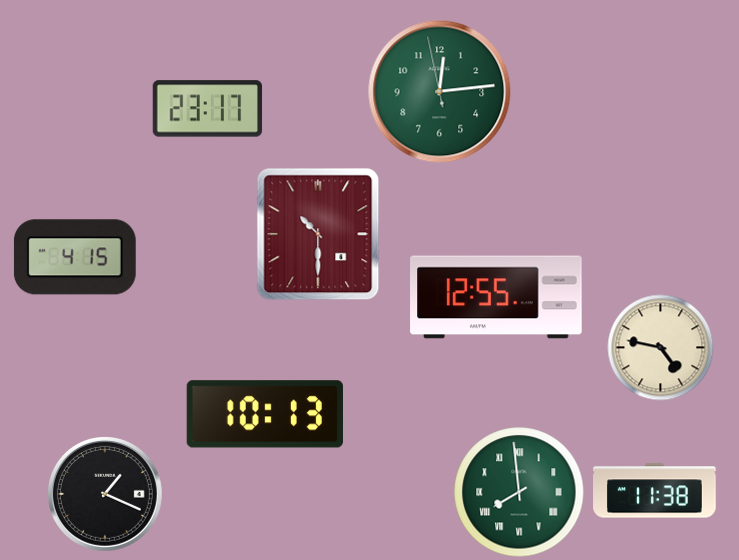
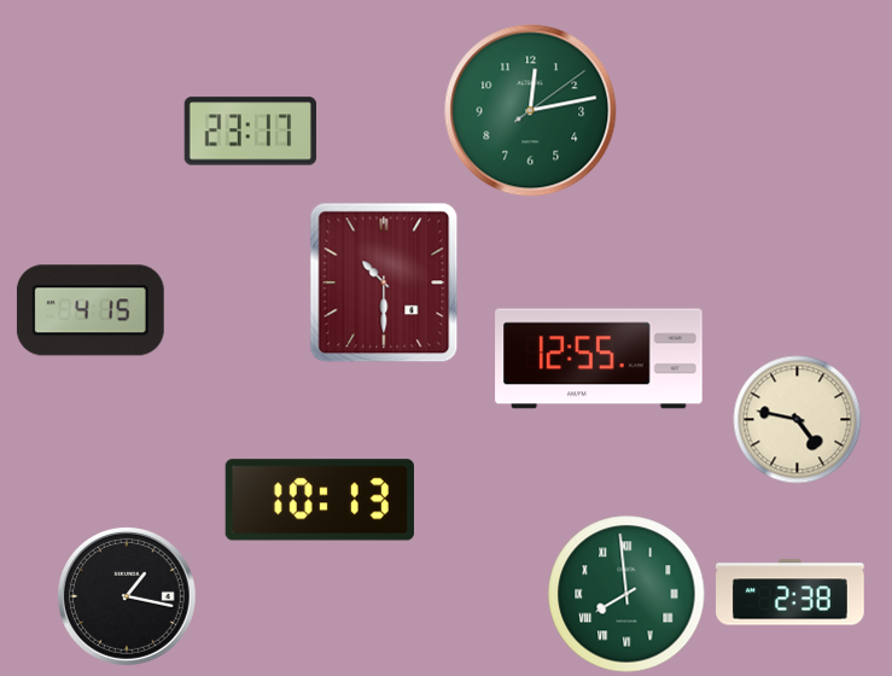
clock at (440, 92): 12:13:58 -> 12:13:09
clock at (655, 491): 11:38 -> 2:38
clock at (106, 495): 1:19 -> 1:17
